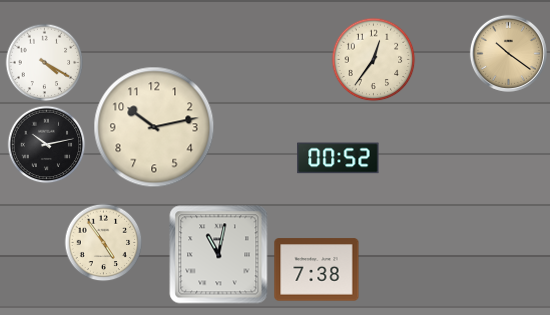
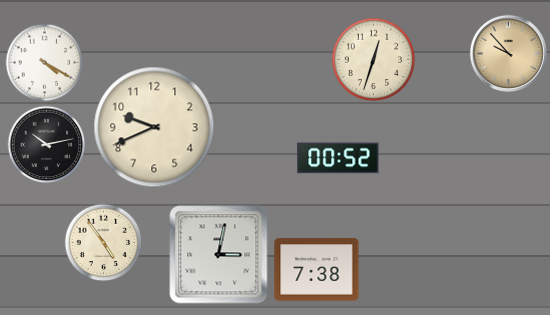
clock at (508, 53): 10:21 -> 9:53
clock at (373, 59): 12:36 -> 12:33
clock at (154, 127): 10:13 -> 9:41
clock at (219, 255): 11:02 -> 3:02
